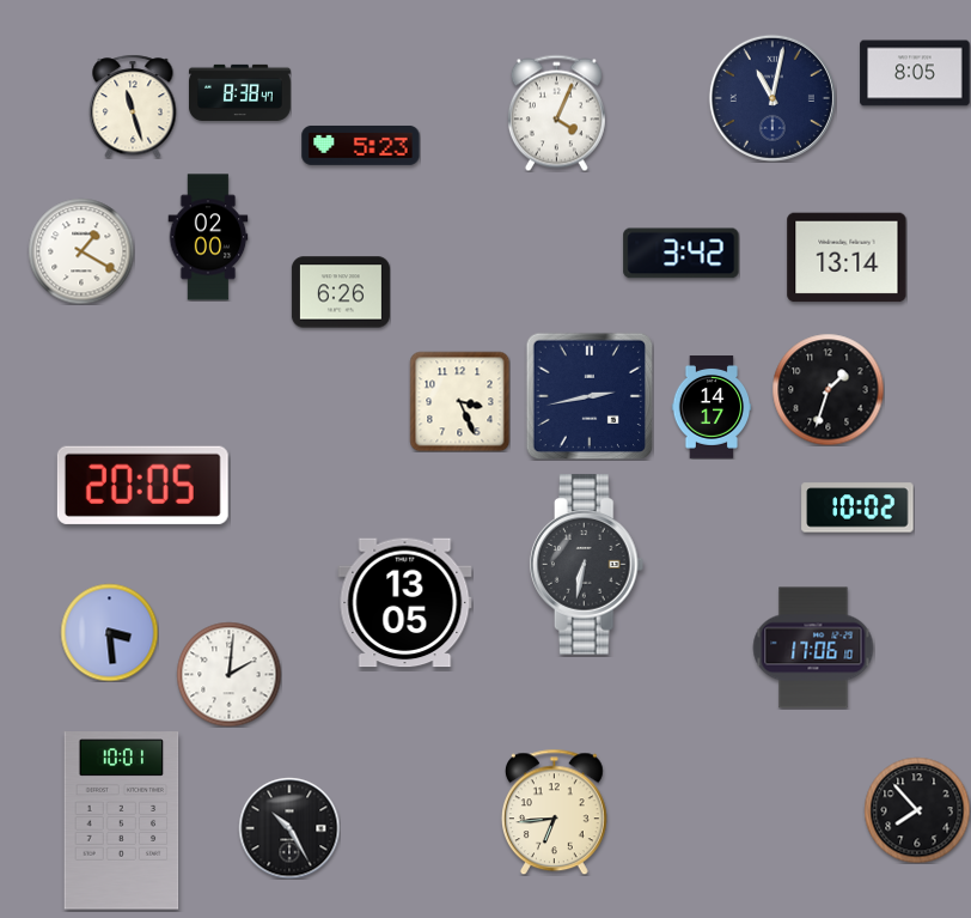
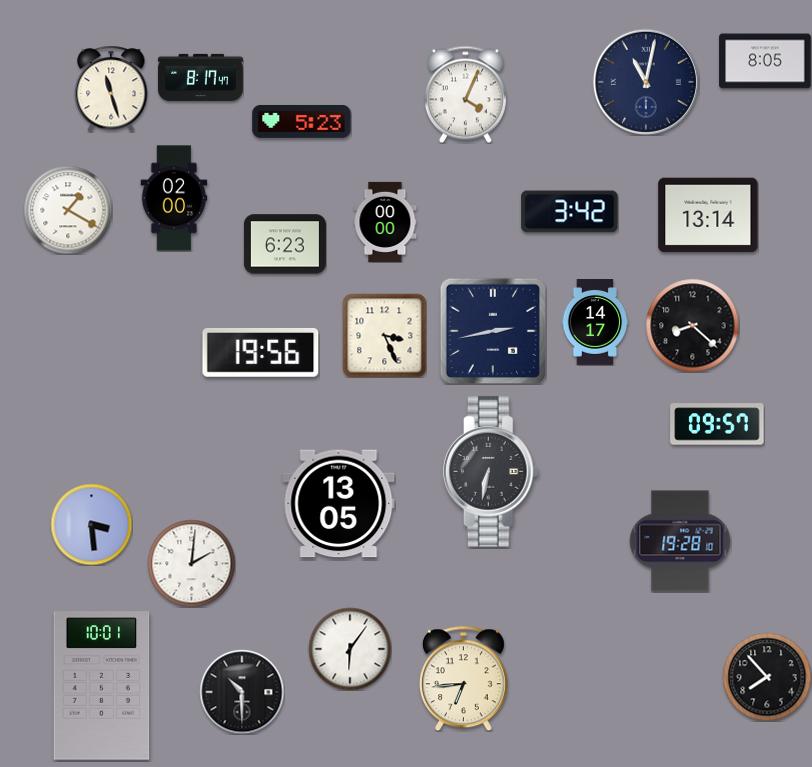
clock at (239, 92): 8:38 -> 8:17
clock at (385, 222): none -> 00:00
clock at (341, 292): 6:26 -> 6:23
clock at (828, 389): 1:33 -> 8:22
clock at (712, 408) position: (712, 408) -> (595, 323)
clock at (261, 353): none -> 19:56
clock at (142, 485): 20:05 -> none
clock at (857, 507): 10:02 -> 09:57
clock at (109, 632) position: (109, 632) -> (91, 524)
clock at (813, 648): 17:06 -> 19:28
clock at (350, 649): none -> 6:06
clock at (289, 828): 10:25 -> 10:30
